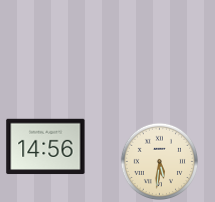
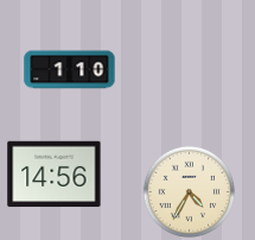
clock at (70, 70): none -> 1:10
clock at (159, 161): 5:31 -> 4:35
